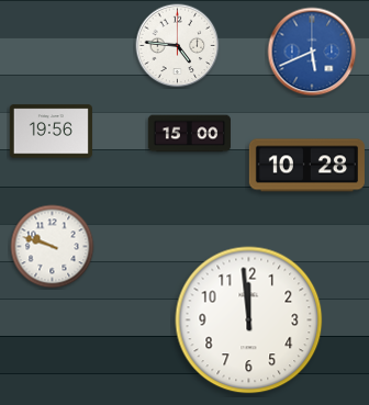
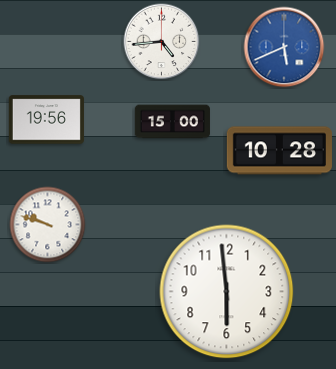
clock at (178, 46): 4:46 -> 4:44
clock at (249, 320): 11:59 -> 5:59
